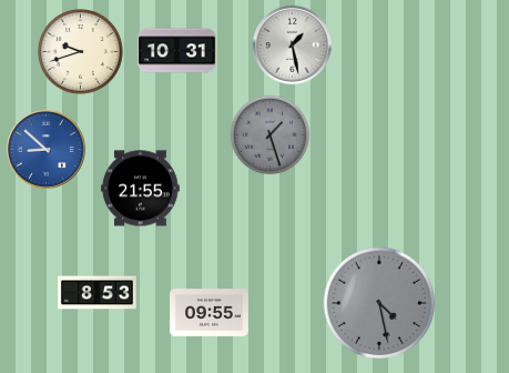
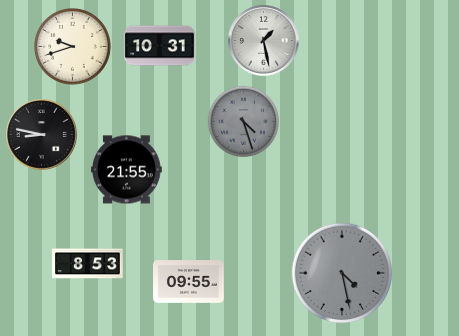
clock at (271, 135): 1:27 -> 4:27
clock at (47, 150): 8:52 -> 8:47
clock at (47, 150) dial: blue -> black
